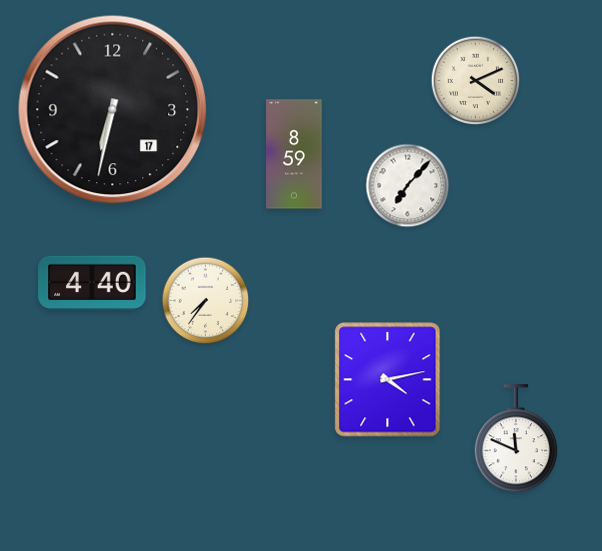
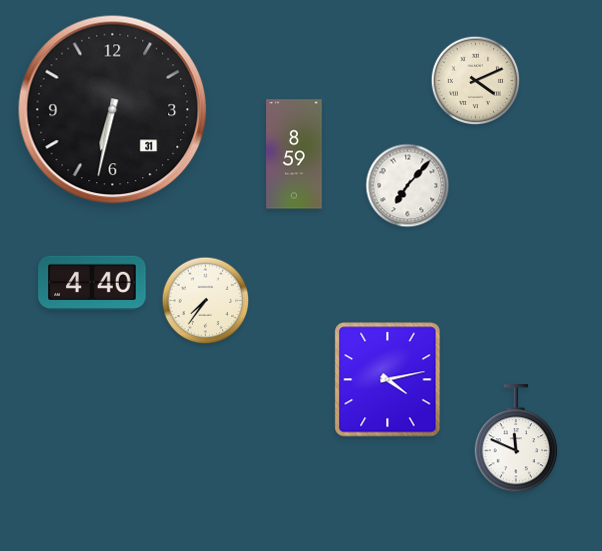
clock at (113, 110) date: 17 -> 31
